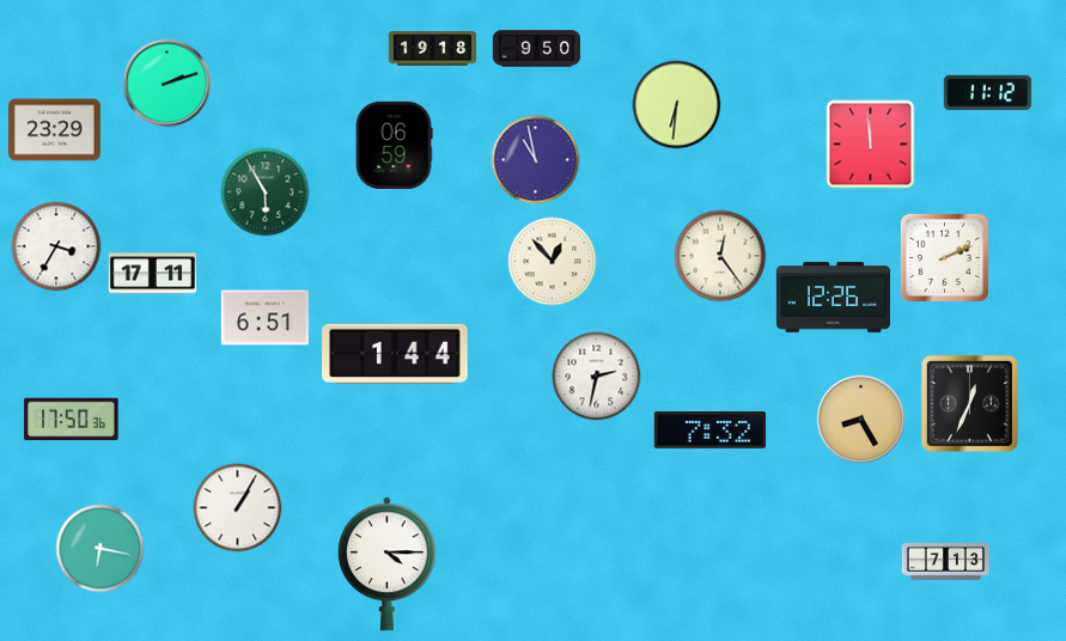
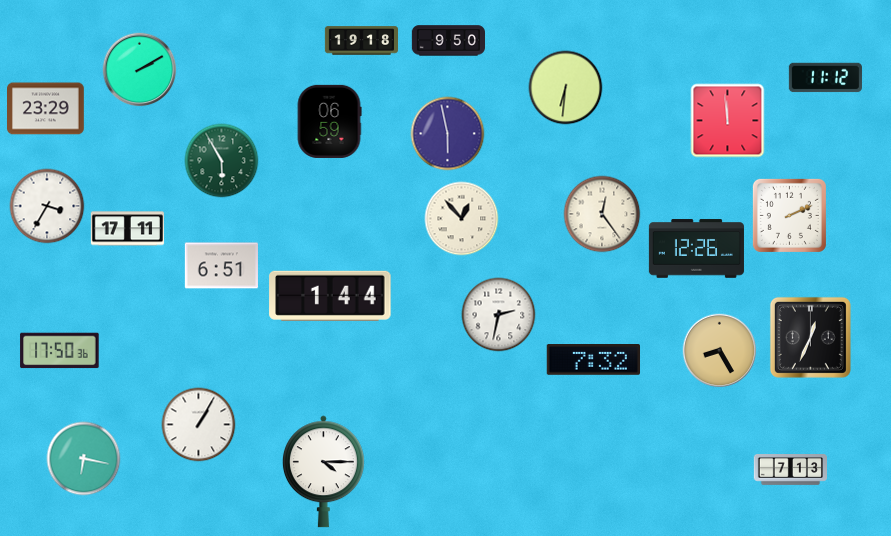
clock at (167, 84): 2:12 -> 2:10
clock at (536, 160): 10:58 -> 5:58
